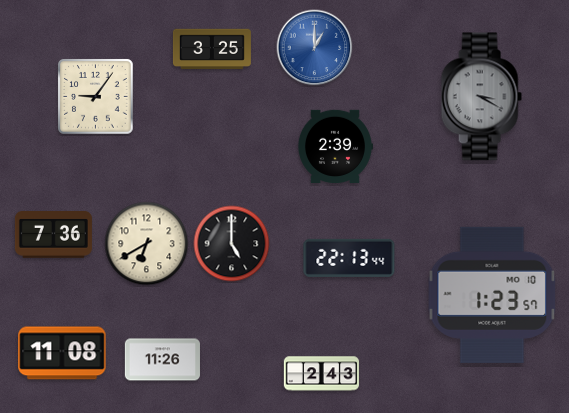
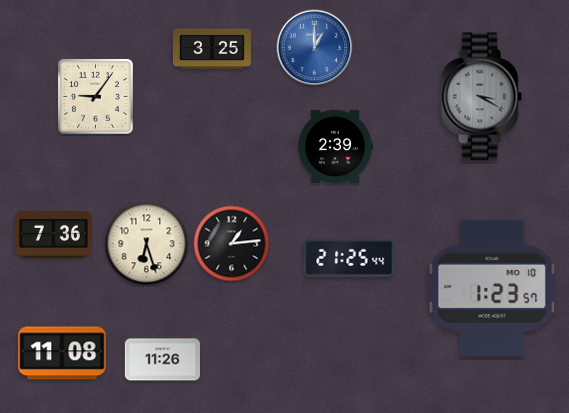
clock at (147, 244): 6:40 -> 6:27
clock at (232, 244): 5:00 -> 1:14
clock at (349, 258): 22:13 -> 21:25
clock at (492, 295) position: (492, 295) -> (492, 288)
clock at (321, 374): 2:43 -> none
